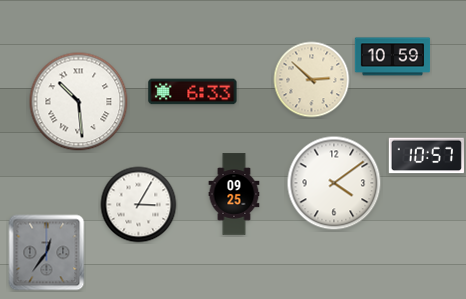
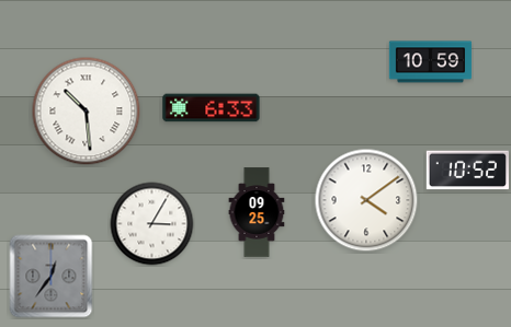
clock at (312, 80): 2:52 -> none
clock at (193, 92) position: (193, 92) -> (212, 108)
clock at (426, 156): 10:57 -> 10:52
